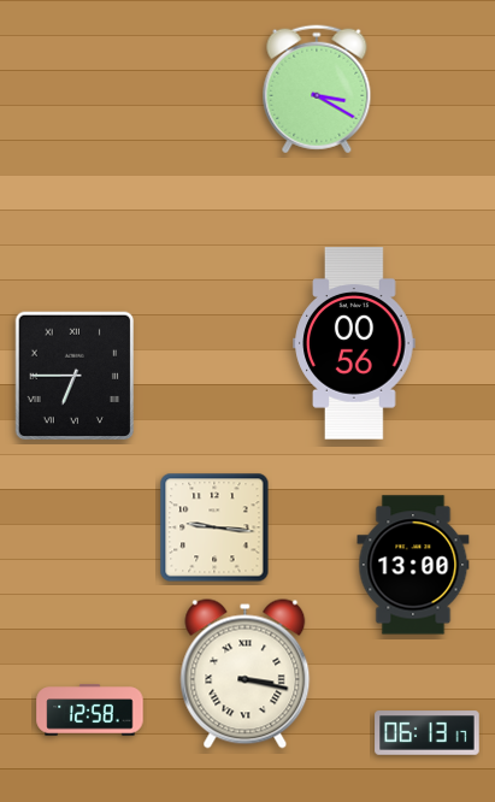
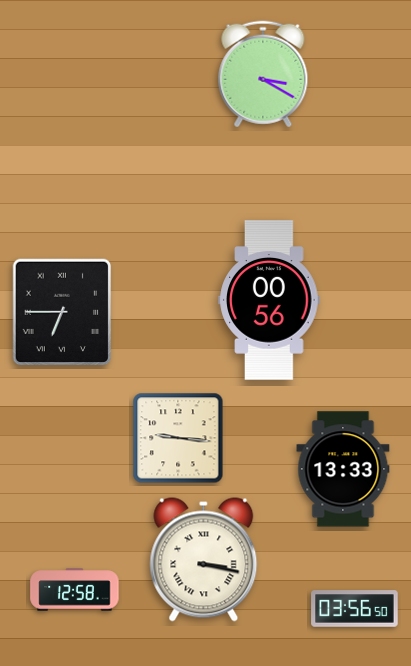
clock at (354, 343) position: (354, 343) -> (269, 300)
clock at (413, 565): 13:00 -> 13:33
clock at (428, 733): 06:13 -> 03:56
